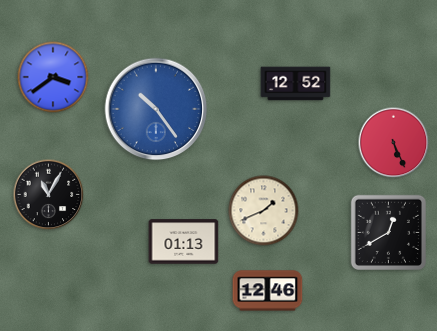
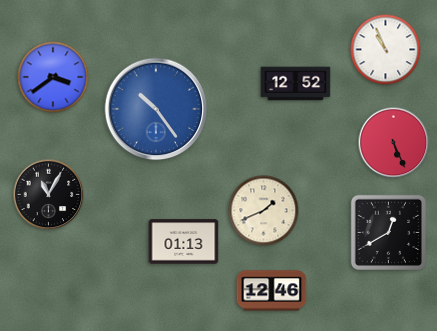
clock at (386, 50): none -> 10:56
clock at (268, 291) position: (268, 291) -> (272, 291)
